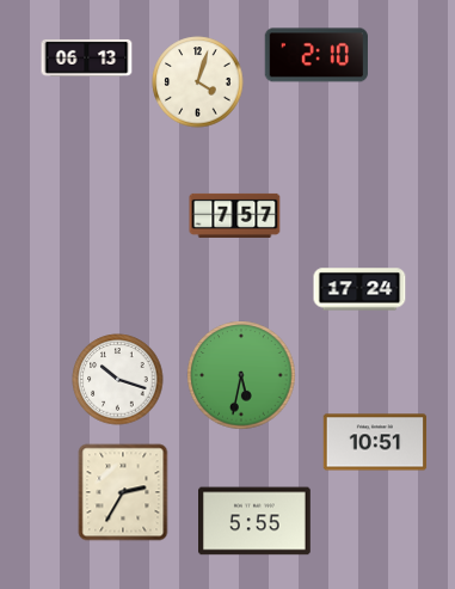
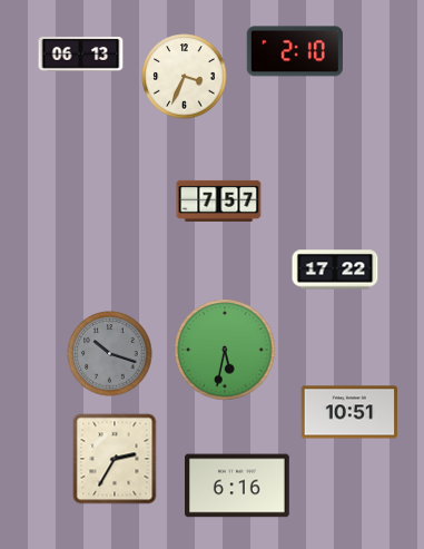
clock at (198, 82): 4:03 -> 3:34
clock at (359, 289): 17:24 -> 17:22
clock at (118, 380) dial: white -> grey
clock at (256, 521): 5:55 -> 6:16
